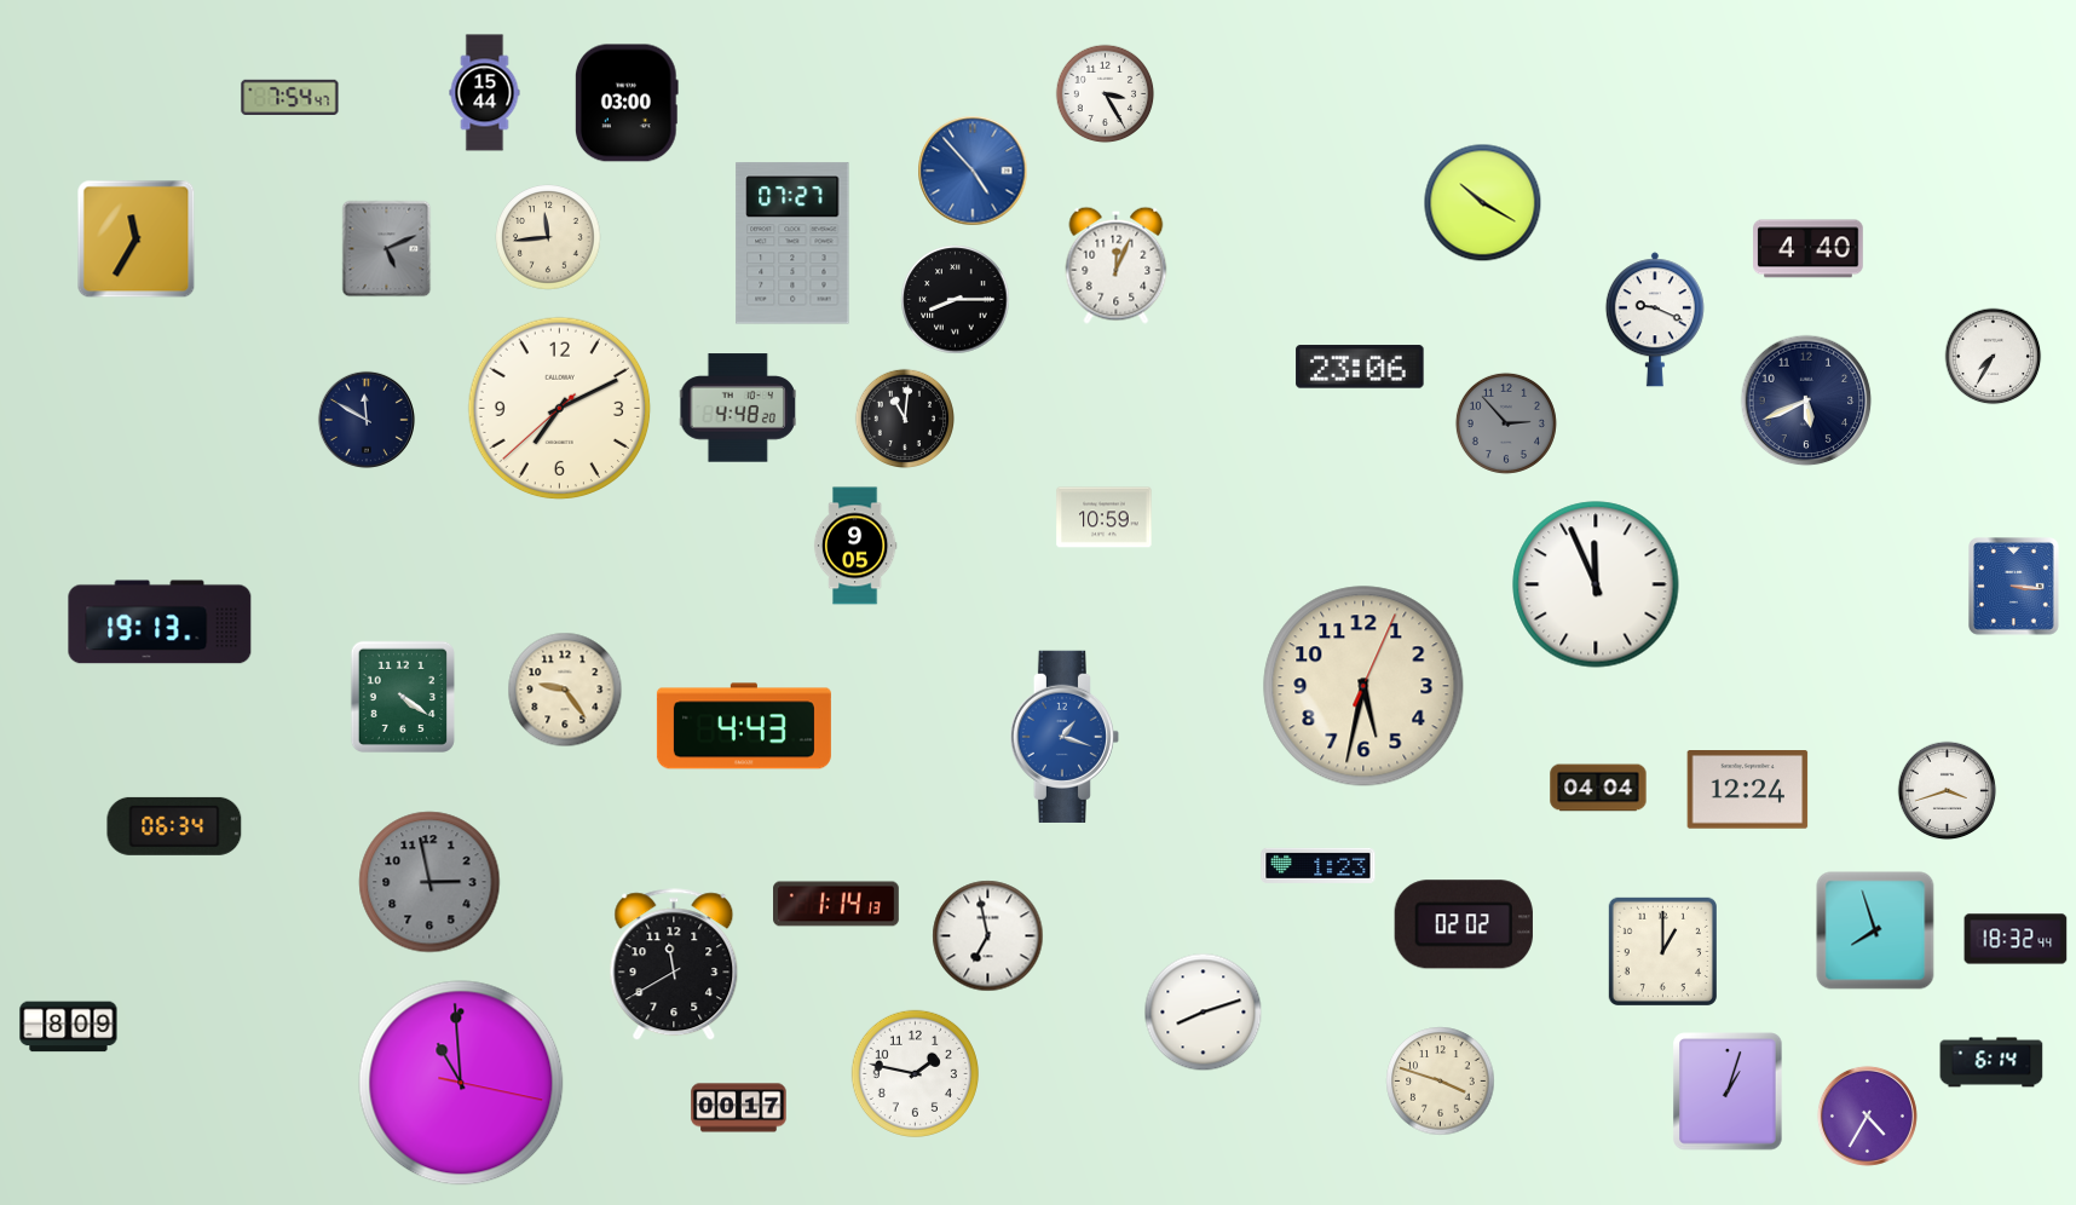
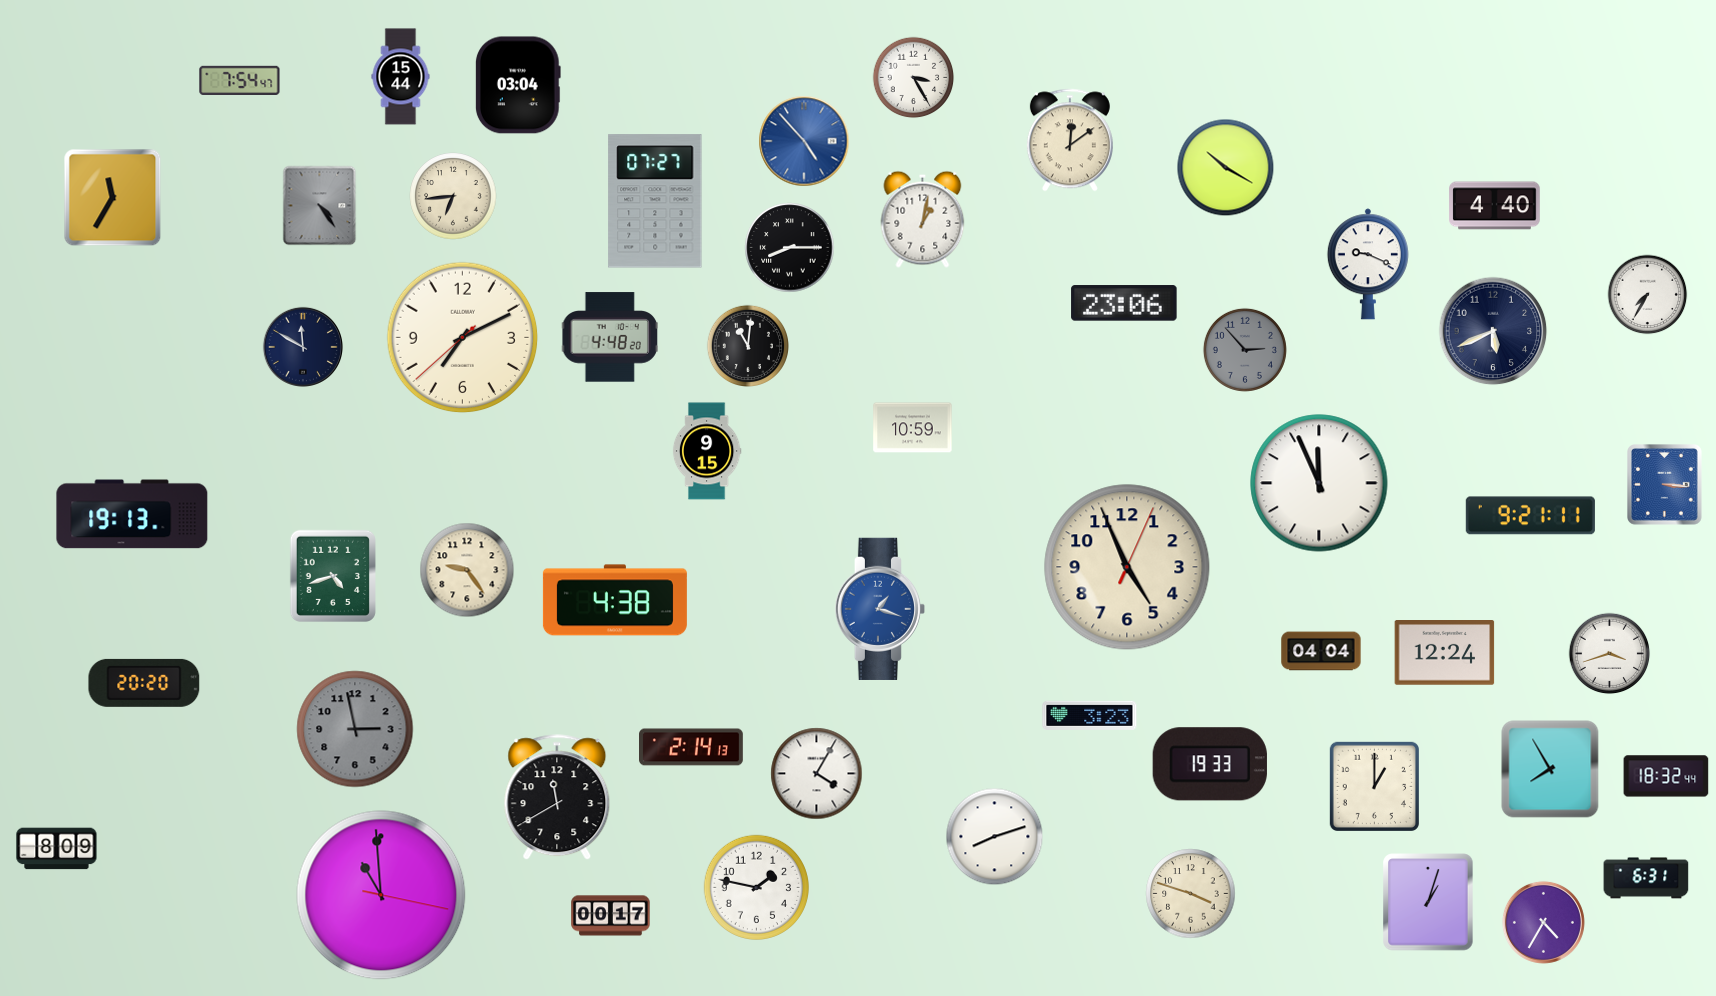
clock at (627, 103): 03:00 -> 03:04
clock at (1070, 140): none -> 12:09
clock at (548, 237): 11:44 -> 6:44
clock at (387, 249): 5:11 -> 4:24
clock at (1117, 265): 12:04 -> 1:02
clock at (855, 546): 9:05 -> 9:15
clock at (1530, 516): none -> 9:21
clock at (1363, 686): 5:32 -> 4:56
clock at (403, 697): 4:21 -> 4:42
clock at (744, 726): 4:43 -> 4:38
clock at (174, 826): 06:34 -> 20:20
clock at (1319, 865): 1:23 -> 3:23
clock at (837, 904): 1:14 -> 2:14
clock at (1464, 924): 02:02 -> 19:33
clock at (1875, 930): 7:57 -> 7:55
clock at (988, 936): 6:58 -> 4:05
clock at (1991, 1062): 6:14 -> 6:31
